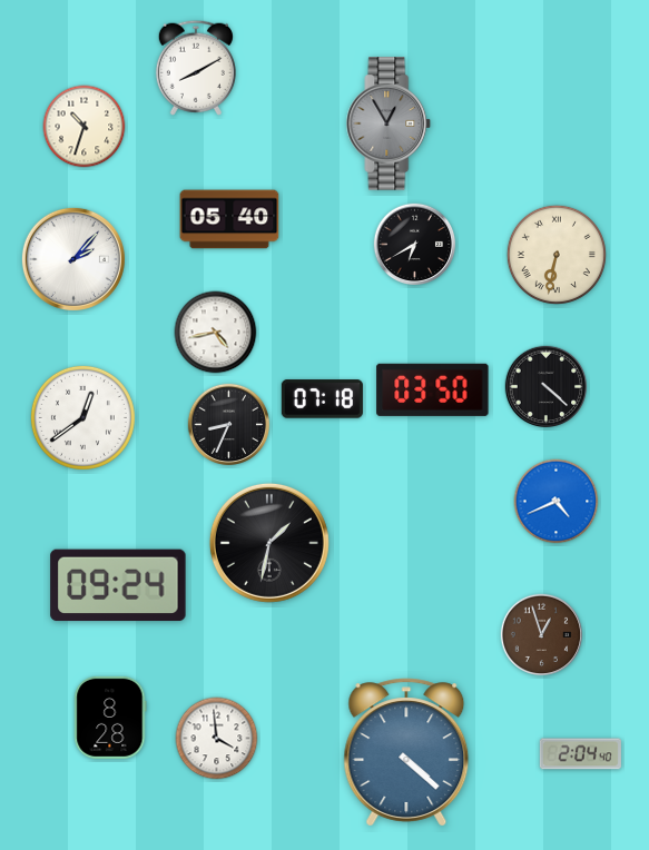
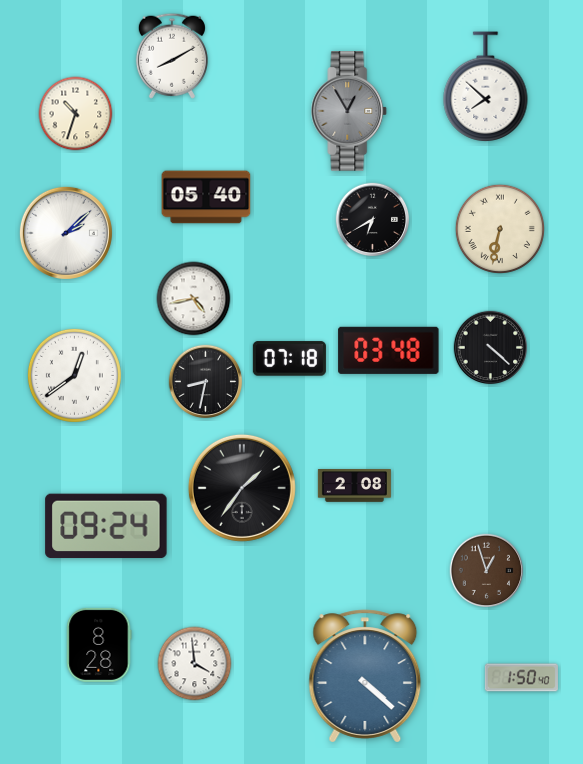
clock at (196, 68) position: (196, 68) -> (172, 56)
clock at (486, 86): none -> 7:52
clock at (73, 259): 2:07 -> 2:08
clock at (433, 389): 03:50 -> 03:48
clock at (229, 425): 8:34 -> 8:32
clock at (557, 502): 4:41 -> none
clock at (354, 486): none -> 2:08
clock at (269, 543): 1:32 -> 1:36
clock at (580, 754): 2:04 -> 1:50
